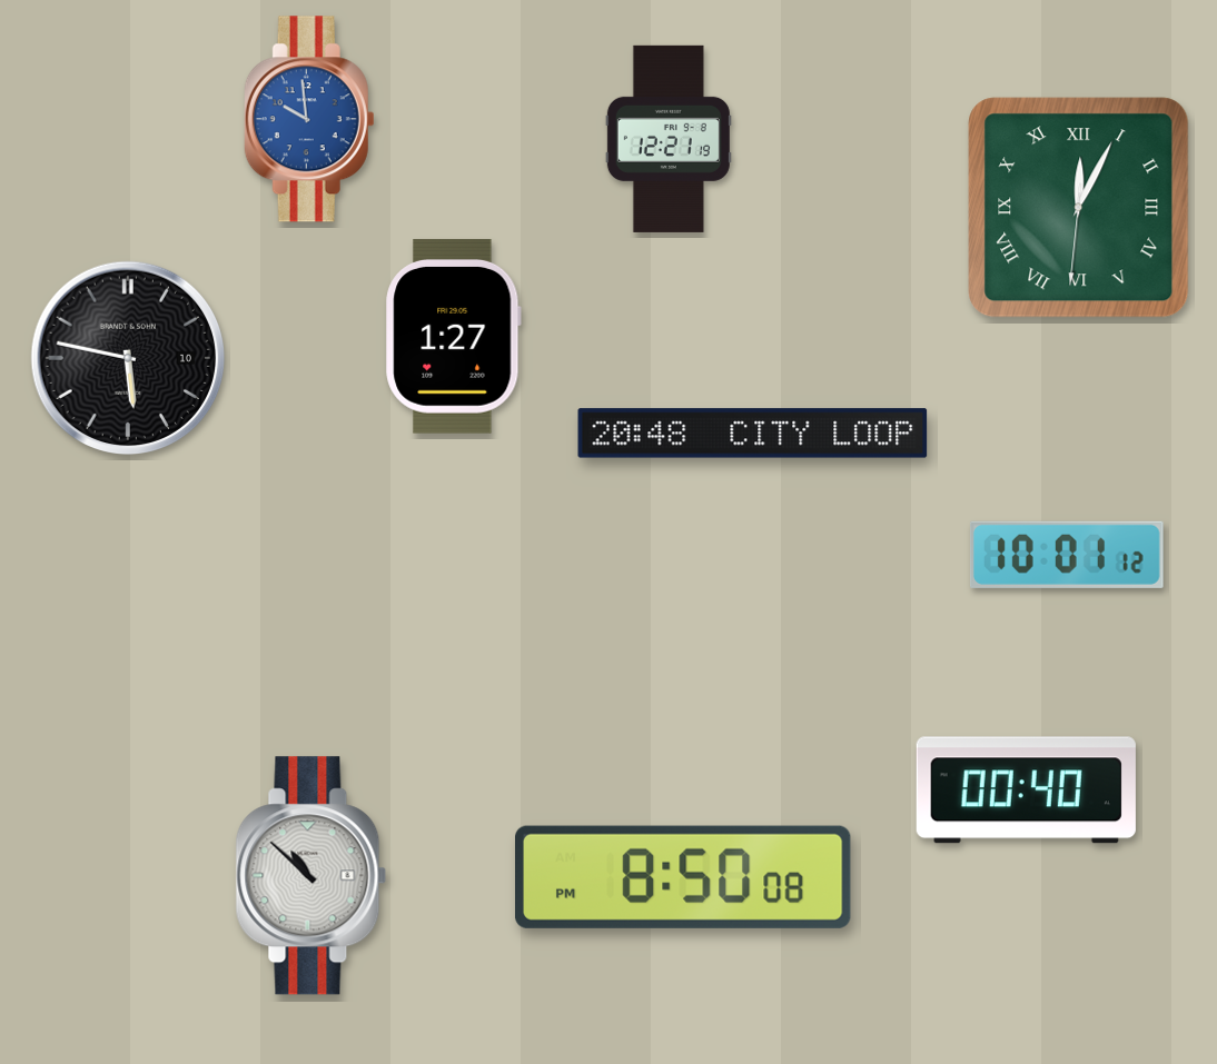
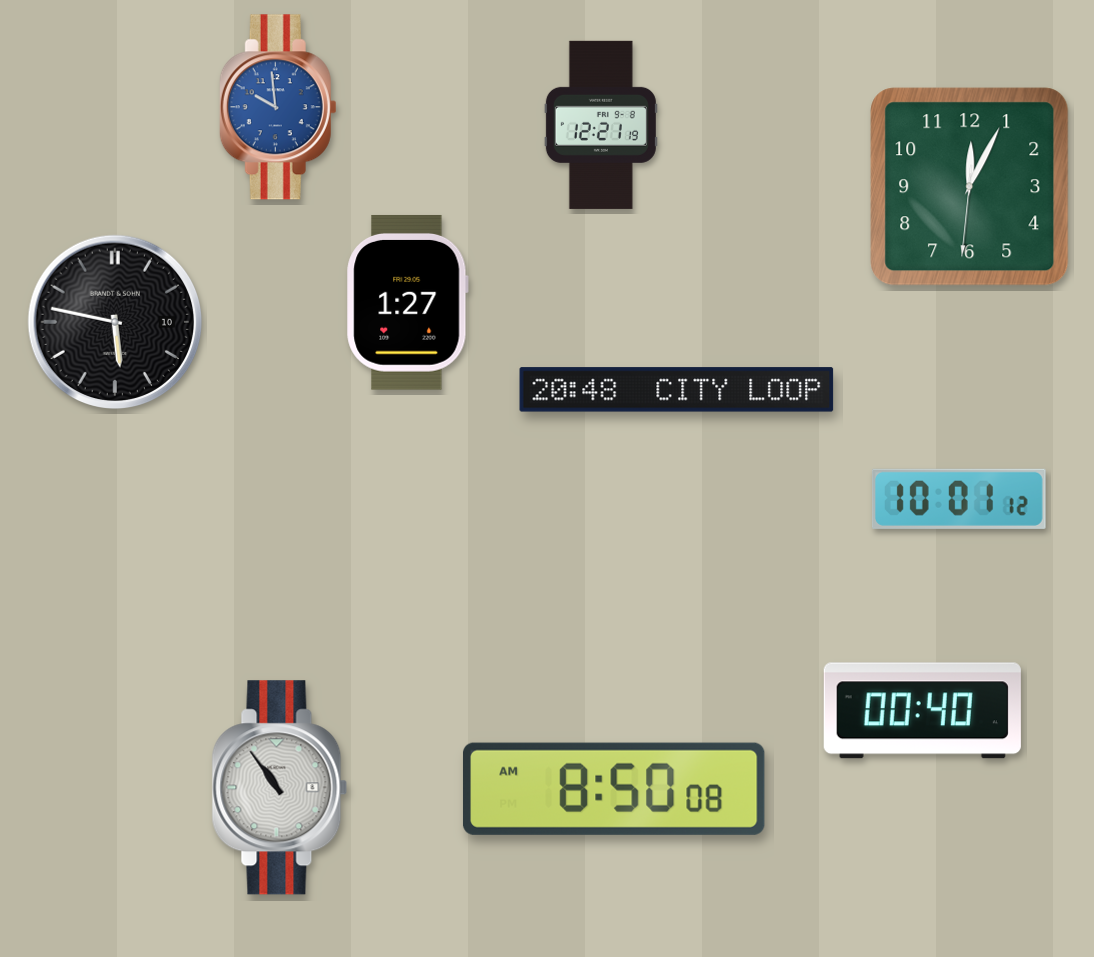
clock at (1079, 208) numerals: Roman -> Arabic
clock at (311, 876): 10:52 -> 10:54
clock at (683, 877): 8:50:08 PM -> 8:50:08 AM
